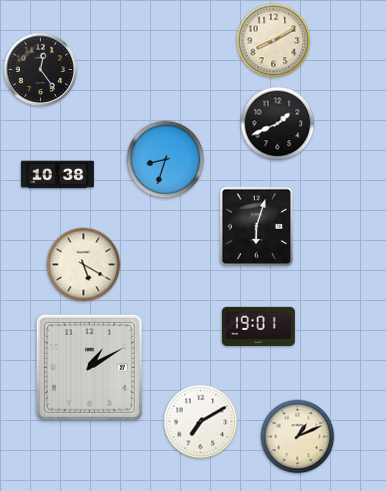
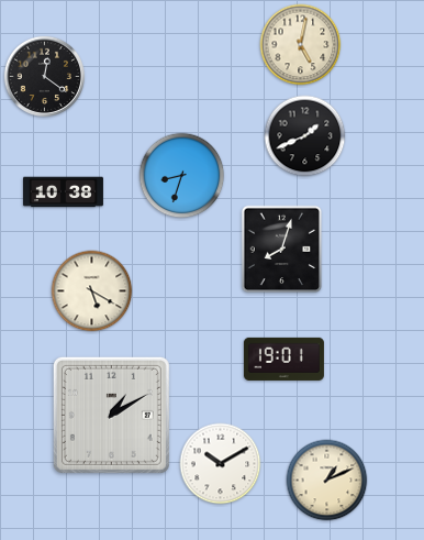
clock at (274, 41): 8:10 -> 5:02
clock at (40, 69): 12:24 -> 12:21
clock at (257, 227): 6:03 -> 8:03
clock at (89, 367) position: (89, 367) -> (111, 415)
clock at (201, 422): 7:10 -> 10:10
